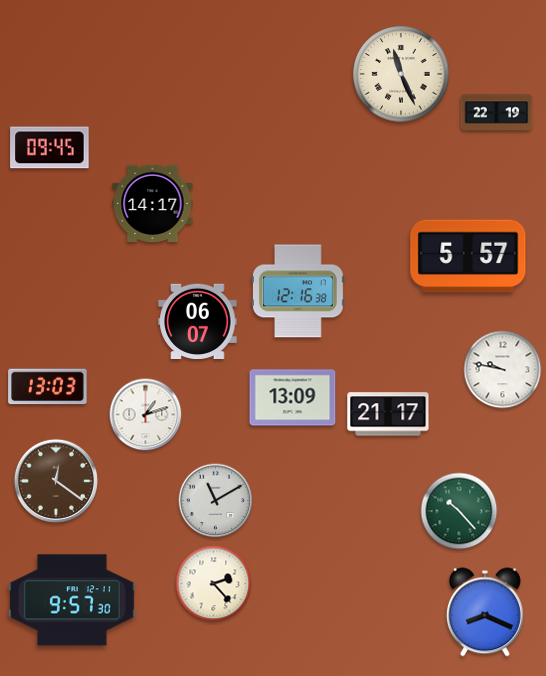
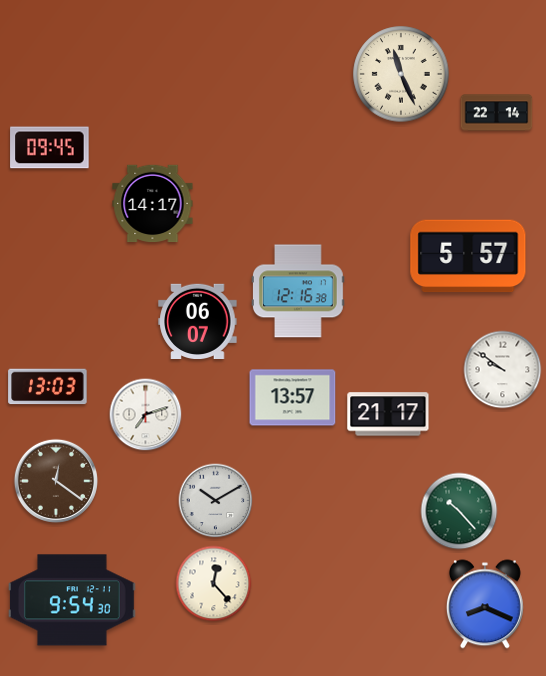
clock at (497, 113): 22:19 -> 22:14
clock at (503, 370): 9:47 -> 9:51
clock at (293, 398): 13:09 -> 13:57
clock at (146, 415): 1:12 -> 7:12
clock at (216, 501): 11:10 -> 10:10
clock at (214, 584): 2:23 -> 12:23
clock at (73, 600): 9:57 -> 9:54
clock at (485, 612) position: (485, 612) -> (485, 604)
